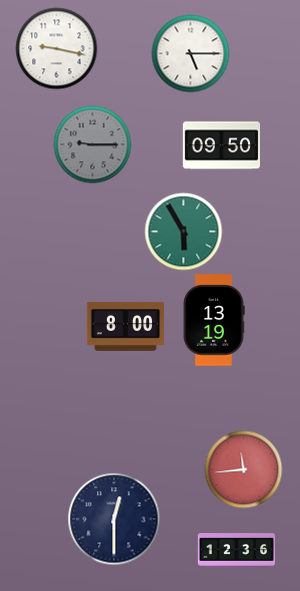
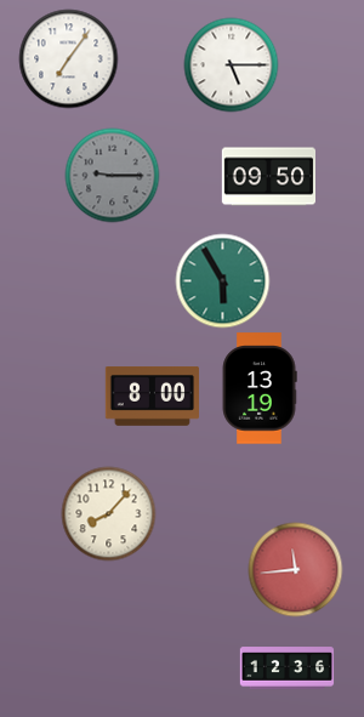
clock at (56, 48): 9:17 -> 7:06
clock at (108, 513): none -> 8:07
clock at (114, 519): 12:30 -> none
